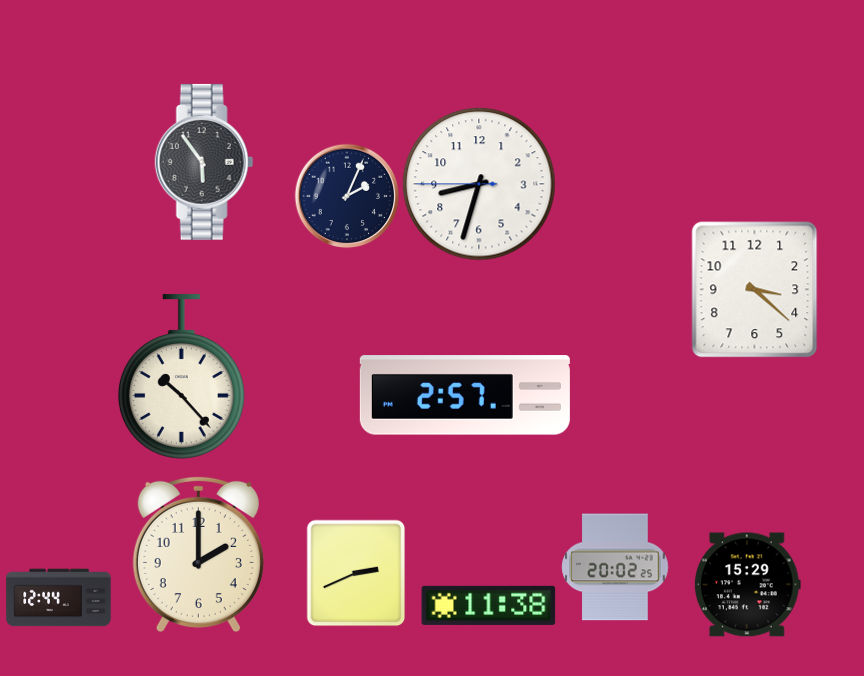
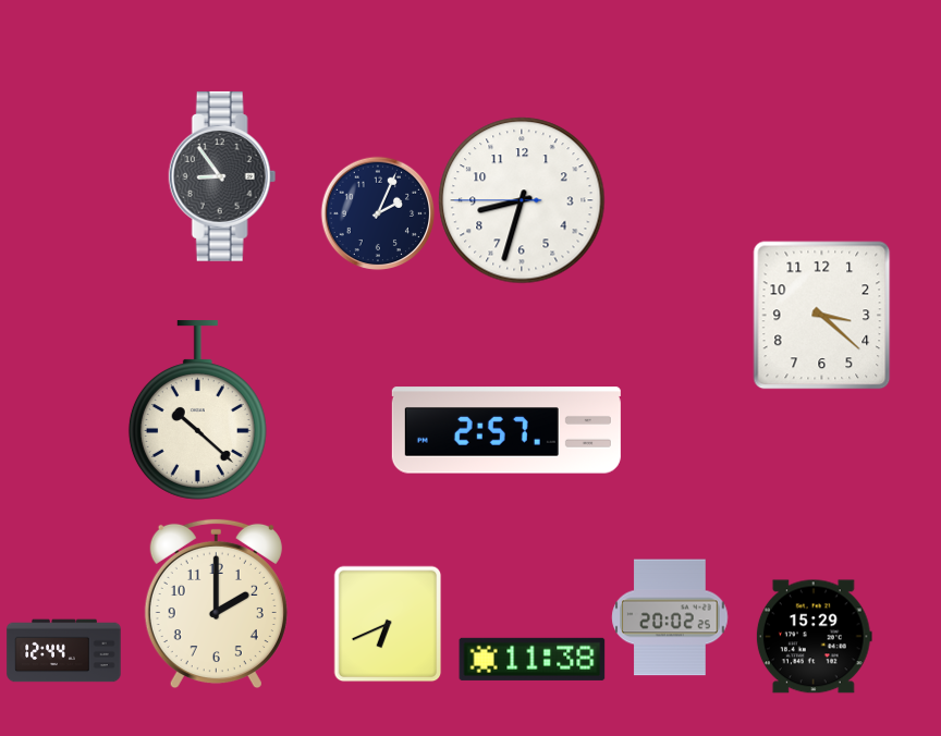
clock at (204, 162): 5:54 -> 8:54
clock at (181, 377): 10:23 -> 10:22
clock at (356, 573): 2:41 -> 6:41
